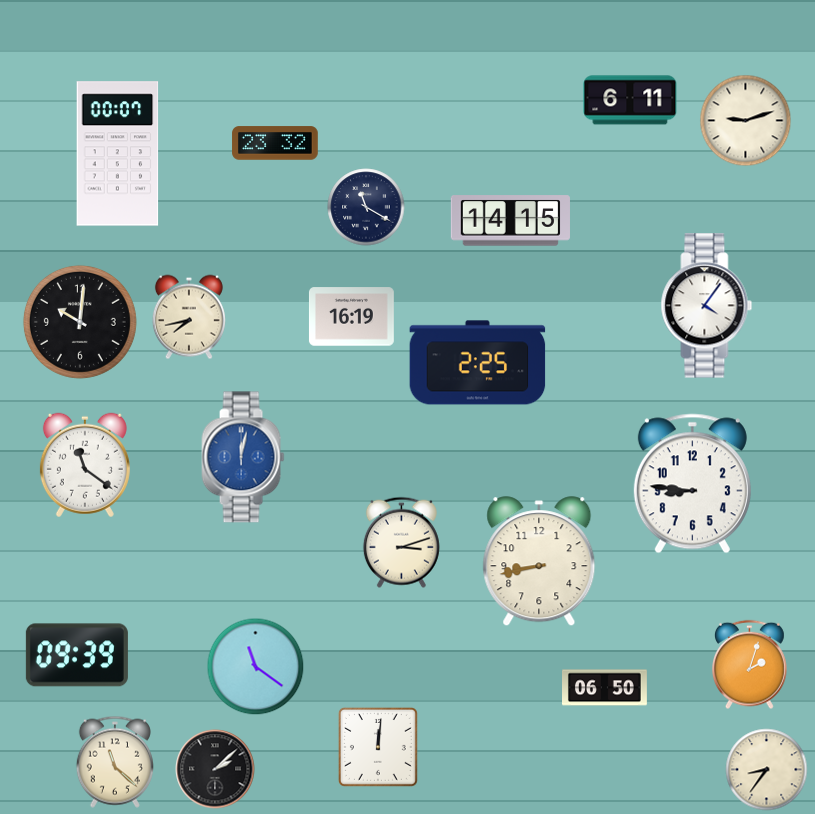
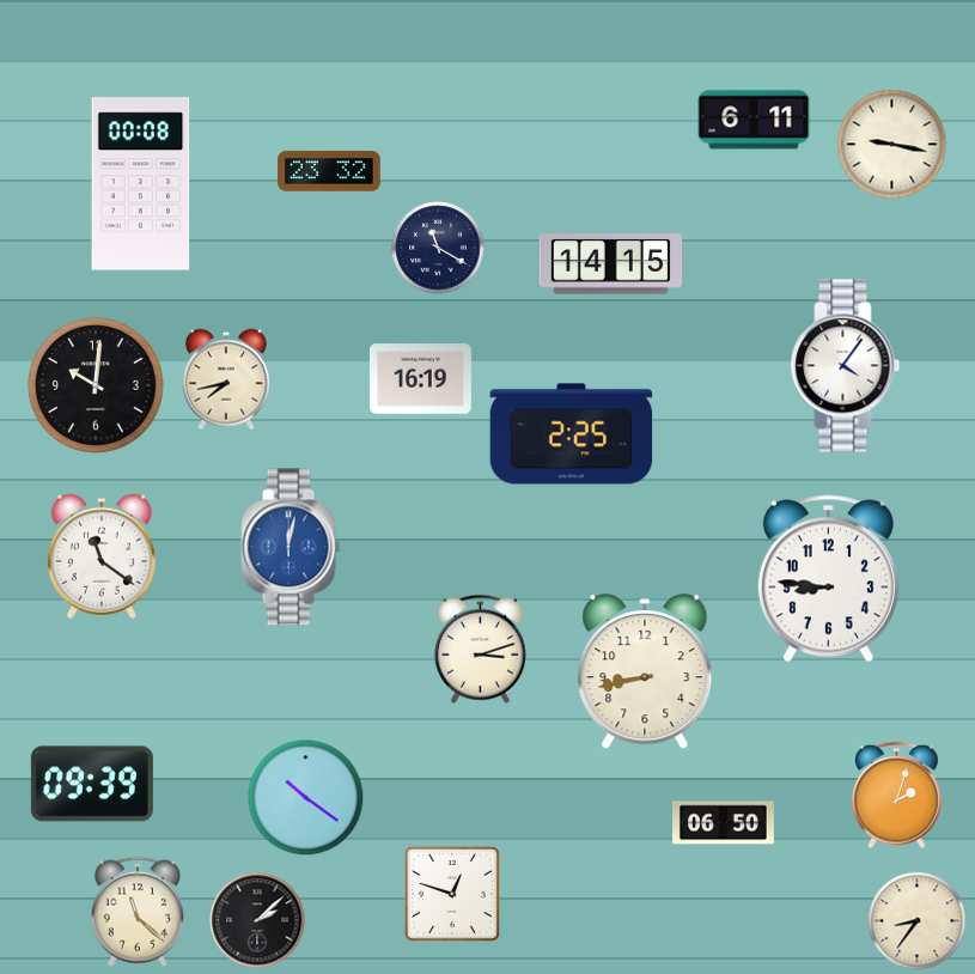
clock at (746, 121): 9:12 -> 9:17
clock at (118, 154): 00:07 -> 00:08
clock at (256, 667): 11:21 -> 10:21
clock at (378, 747): 12:01 -> 12:48
